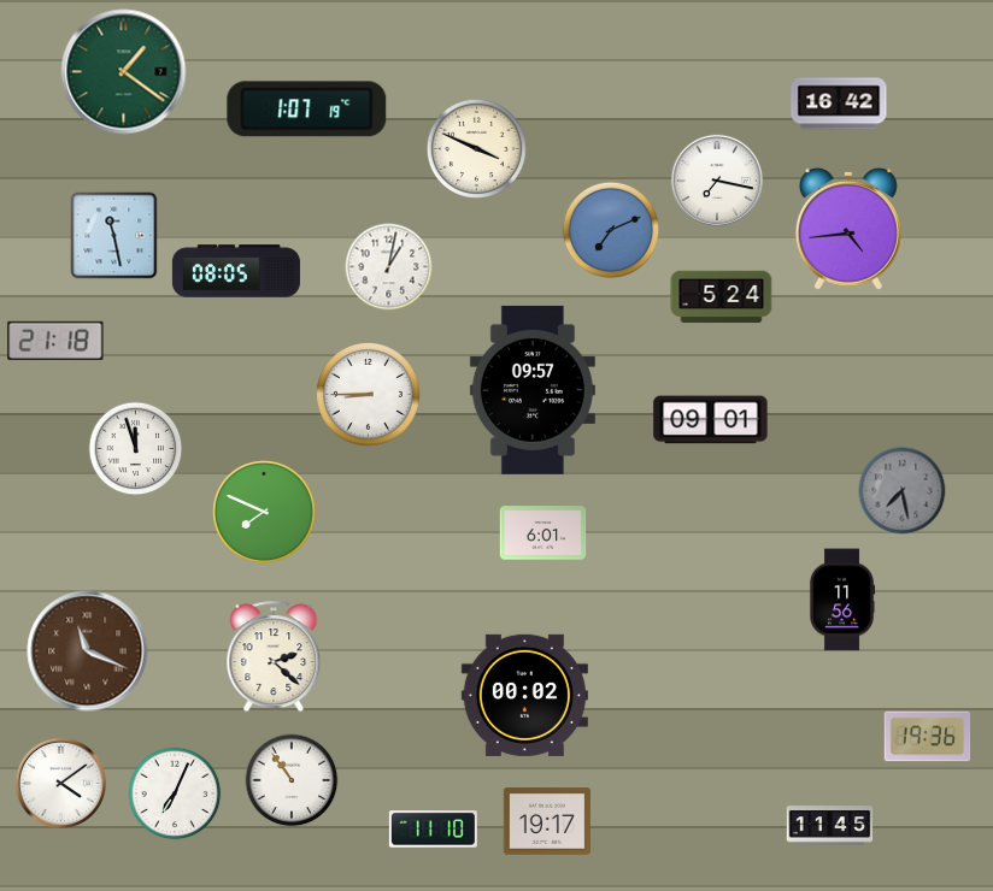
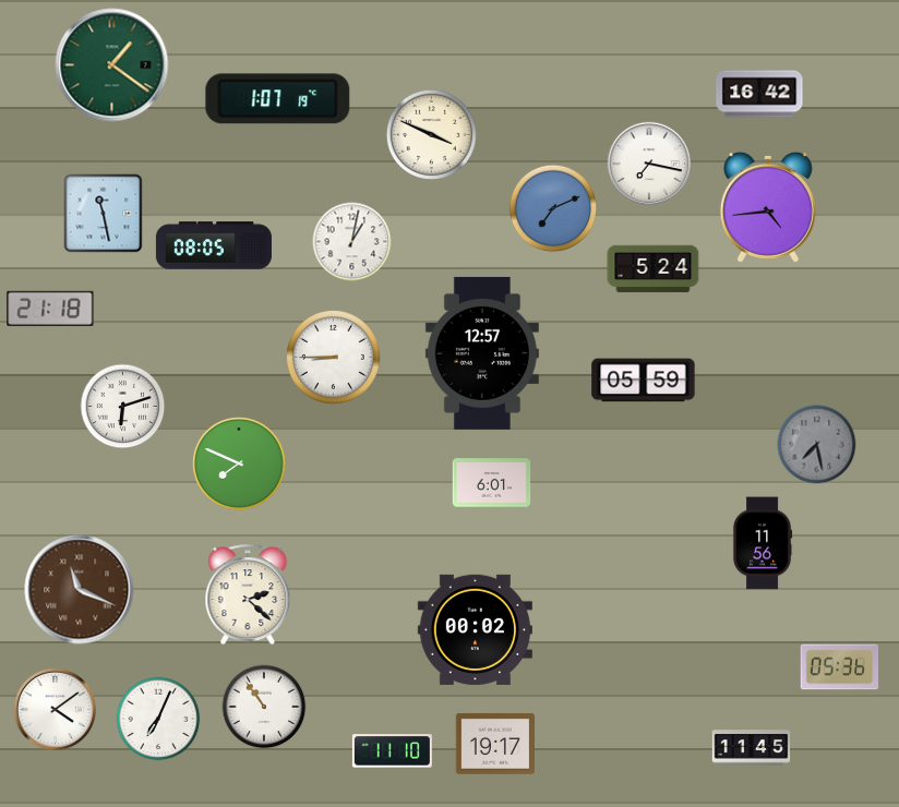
clock at (533, 390): 09:57 -> 12:57
clock at (711, 420): 09:01 -> 05:59
clock at (136, 449): 11:57 -> 6:12
clock at (928, 737): 19:36 -> 05:36
